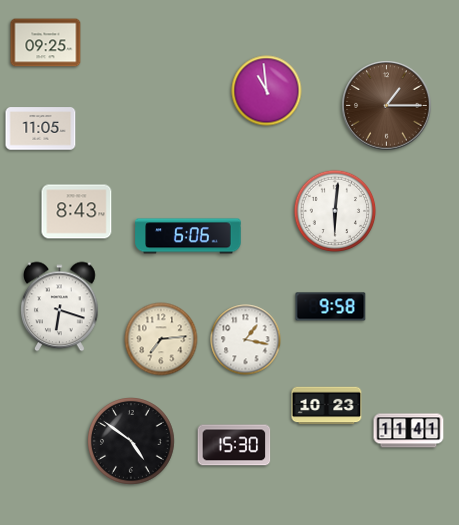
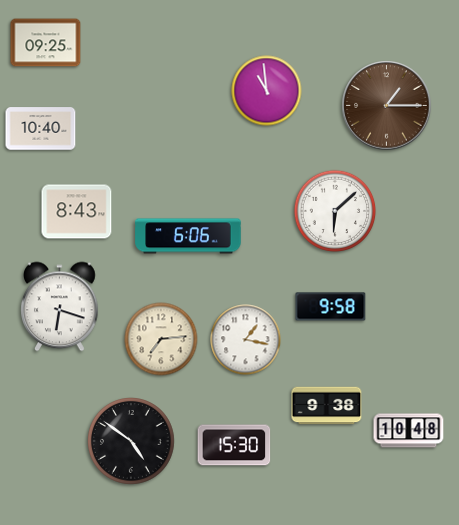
clock at (41, 129): 11:05 -> 10:40
clock at (335, 211): 6:01 -> 6:08
clock at (327, 406): 10:23 -> 9:38
clock at (409, 431): 11:41 -> 10:48
